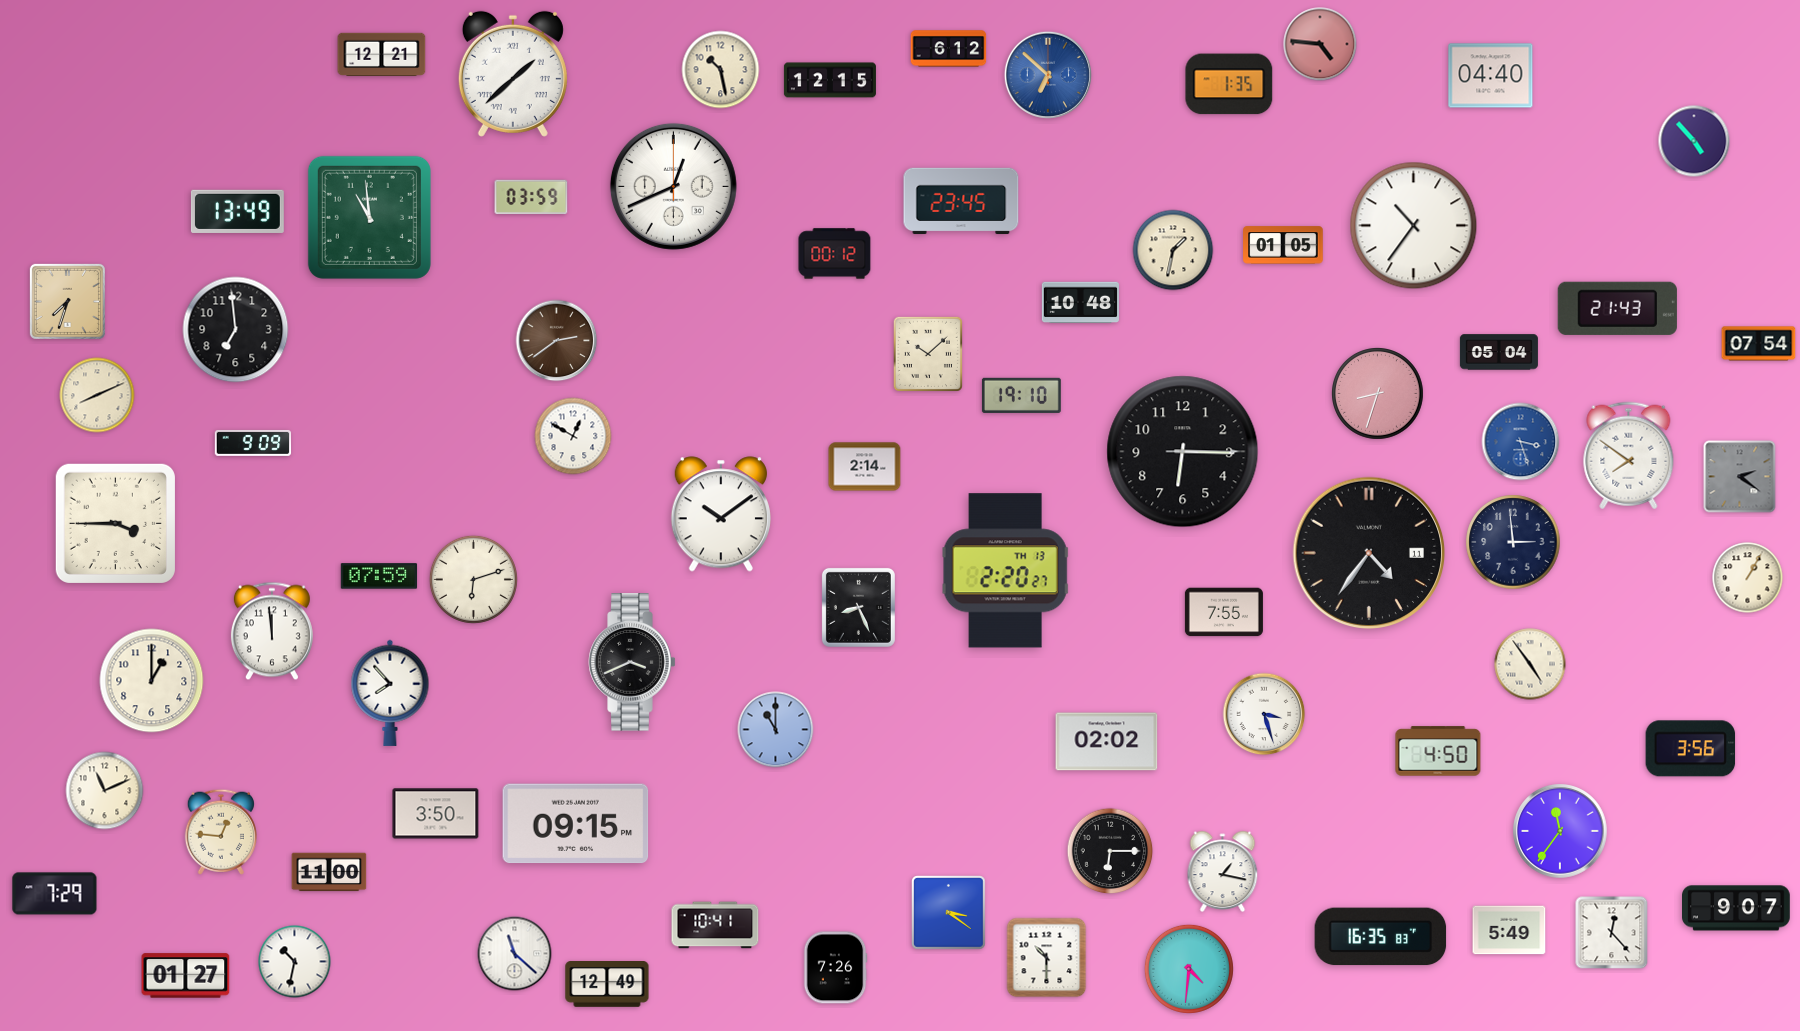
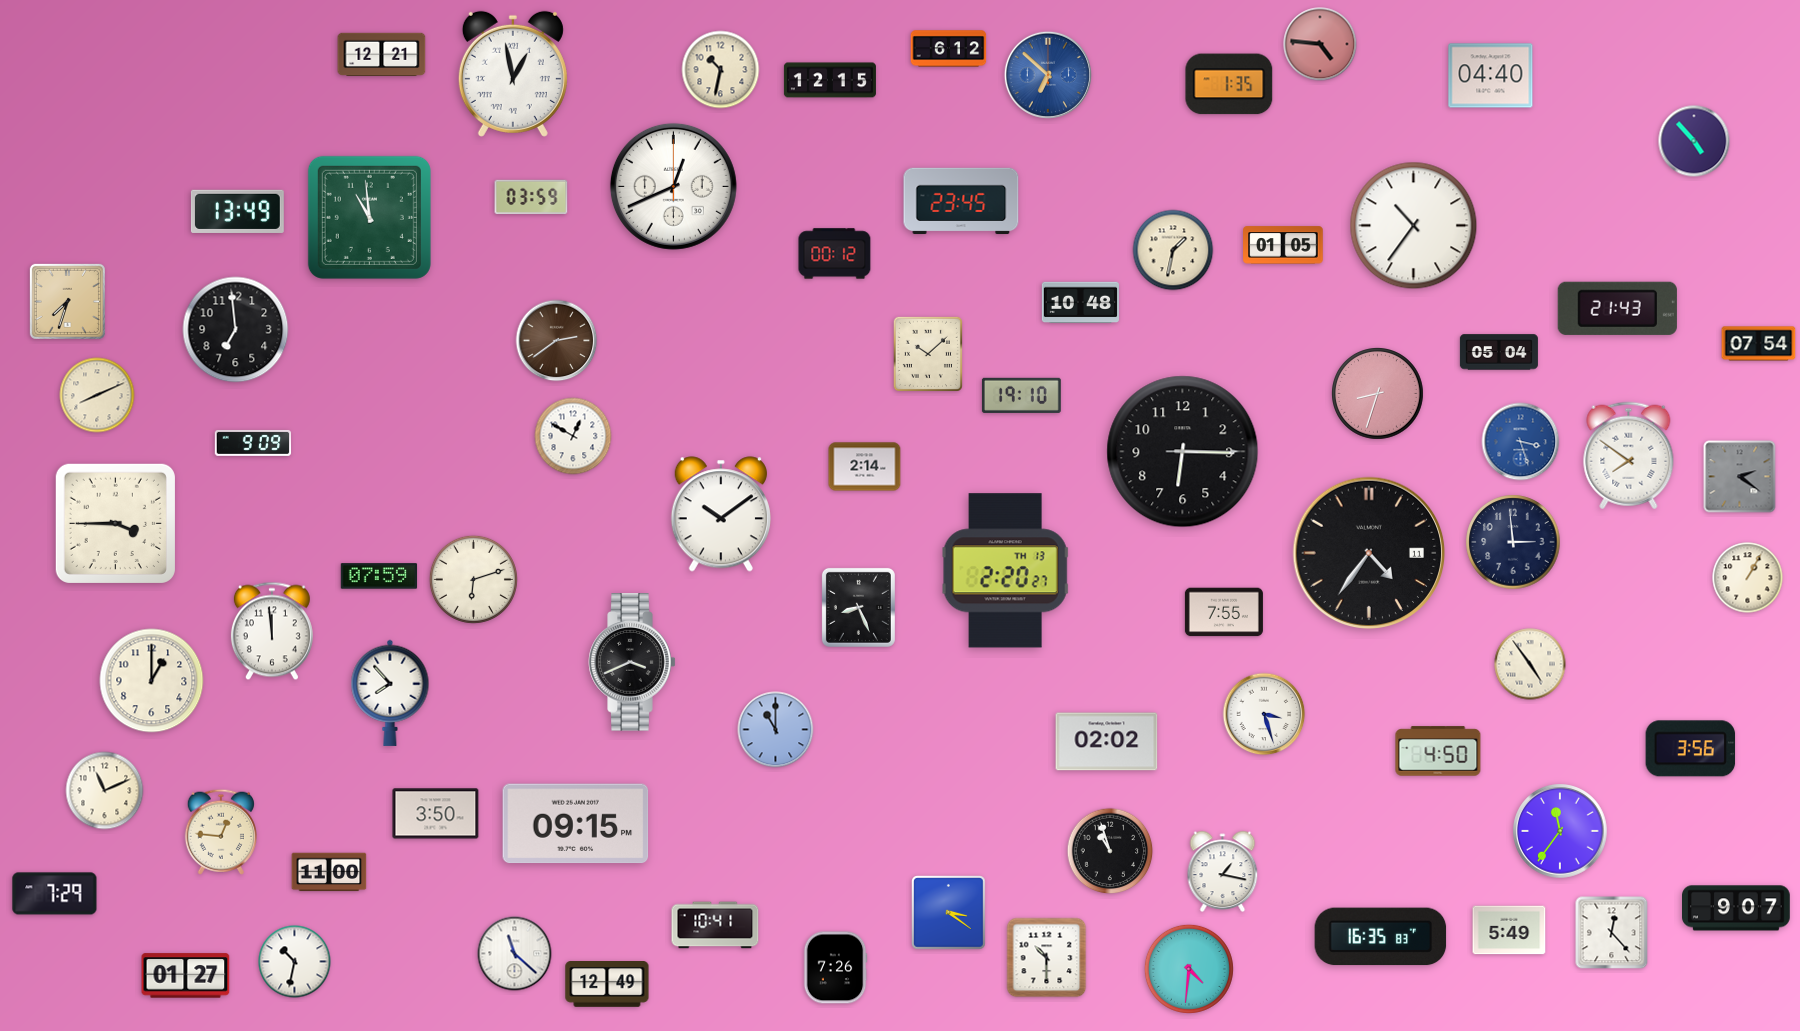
clock at (721, 70): 10:28 -> 10:32
clock at (513, 74): 1:38 -> 12:58
clock at (1110, 851): 6:15 -> 10:57
